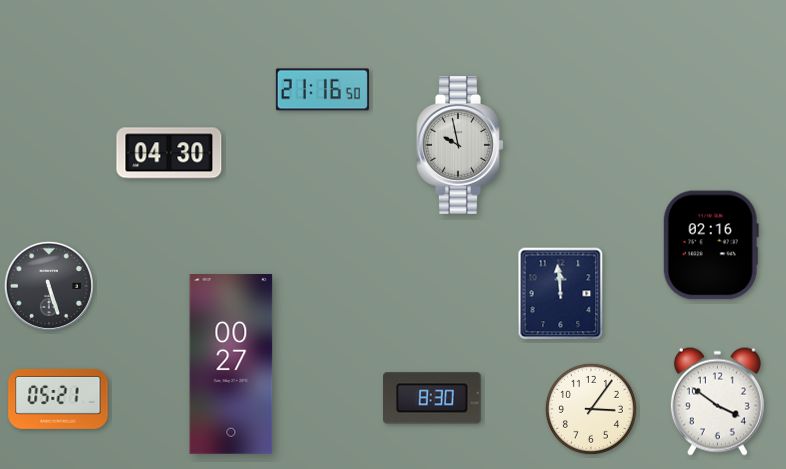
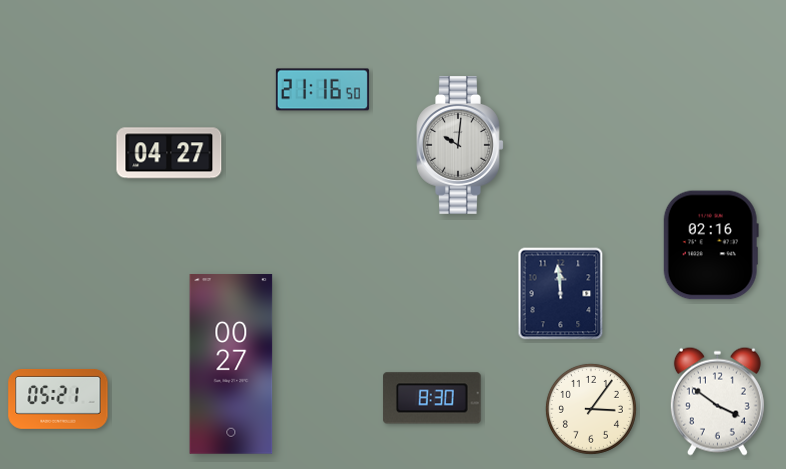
clock at (460, 146): 9:58 -> 10:01
clock at (169, 153): 04:30 -> 04:27
clock at (49, 286): 5:27 -> none
